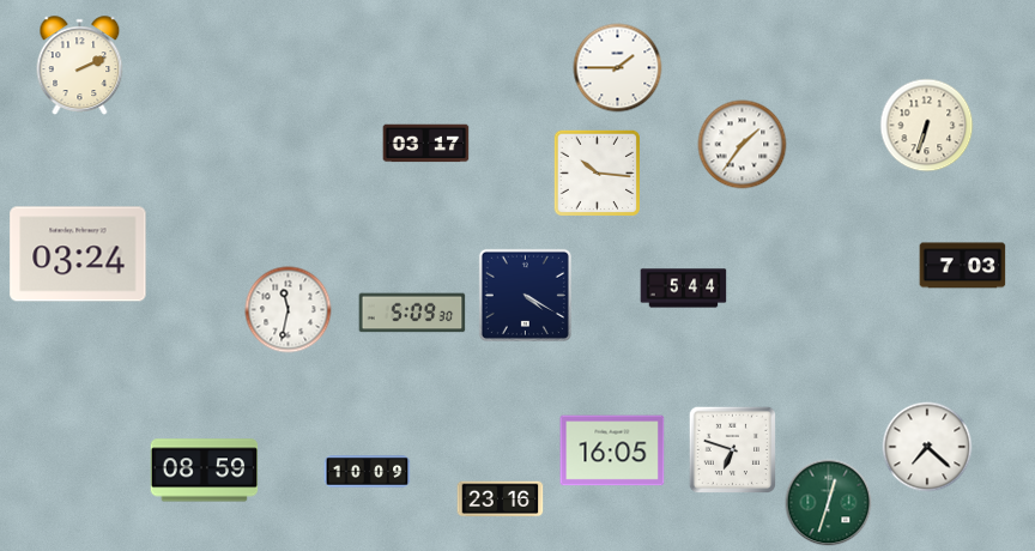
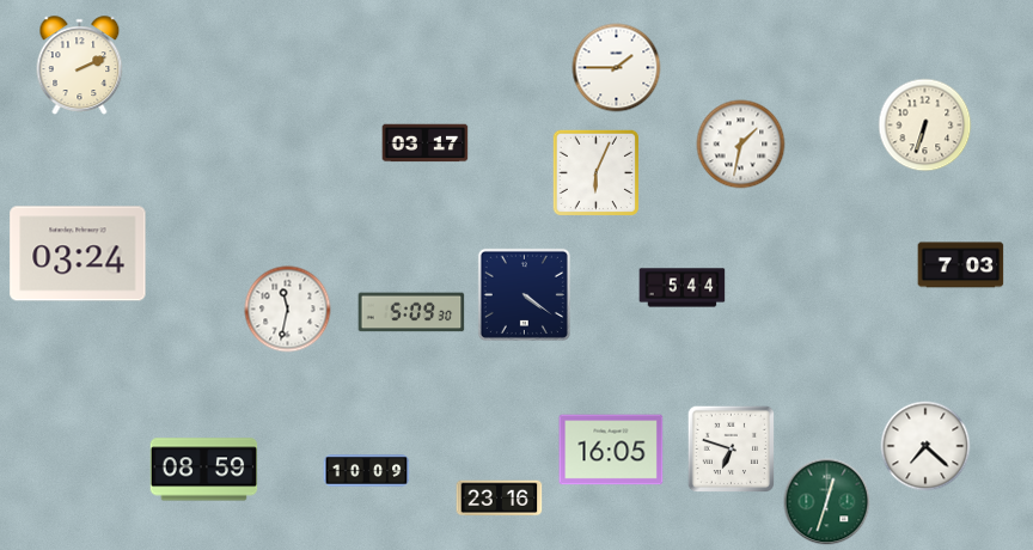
clock at (743, 145): 1:36 -> 1:32
clock at (598, 174): 10:16 -> 6:04
clock at (525, 295): 4:20 -> 4:21
